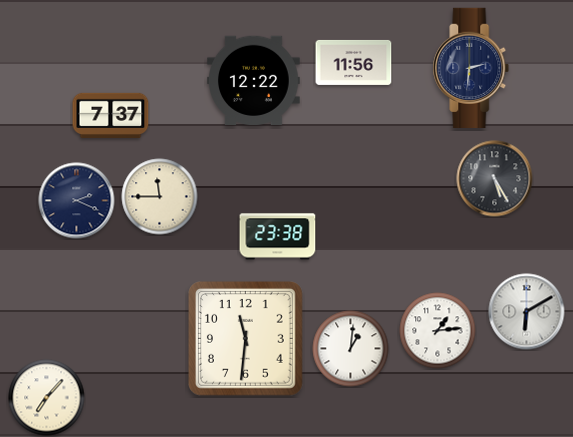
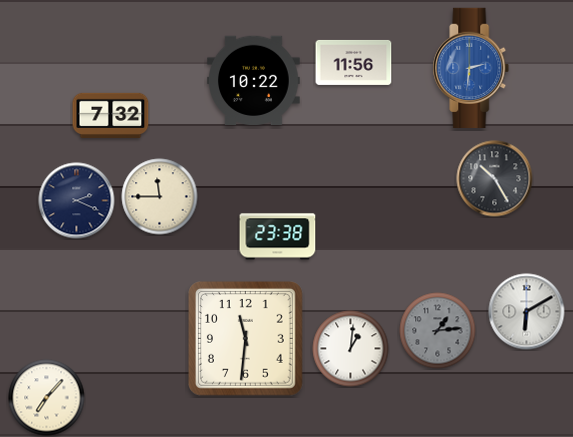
clock at (471, 67) dial: navy -> blue
clock at (254, 80): 12:22 -> 10:22
clock at (111, 115): 7:37 -> 7:32
clock at (495, 179): 5:25 -> 10:25
clock at (438, 331) dial: white -> grey
